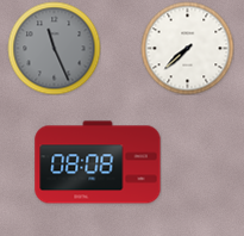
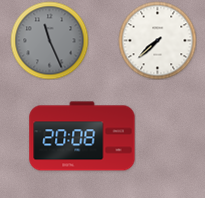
clock at (54, 48) position: (54, 48) -> (49, 40)
clock at (98, 162): 08:08 -> 20:08
